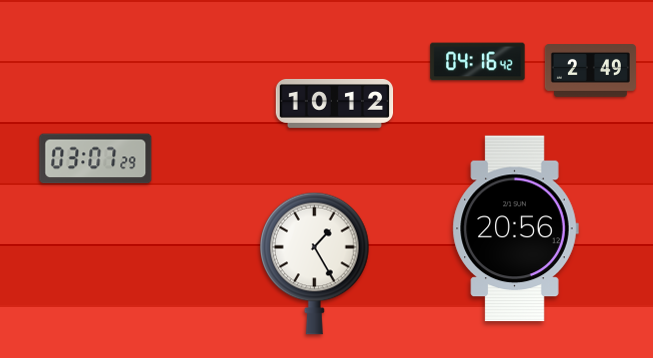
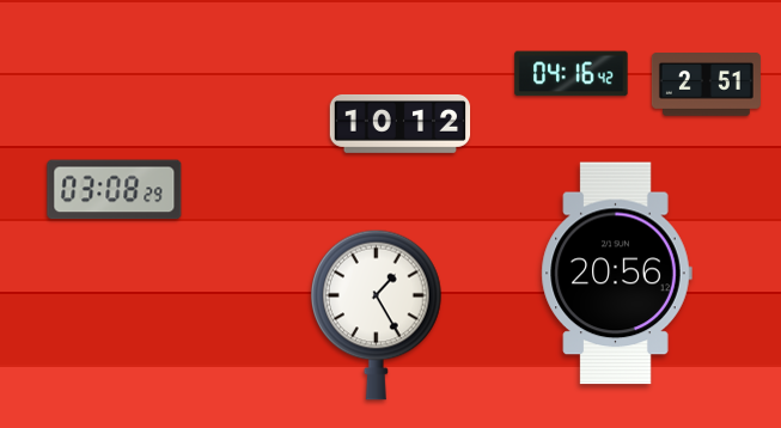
clock at (590, 71): 2:49 -> 2:51
clock at (96, 159): 03:07 -> 03:08
